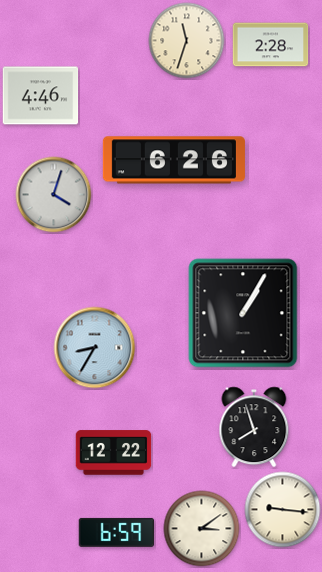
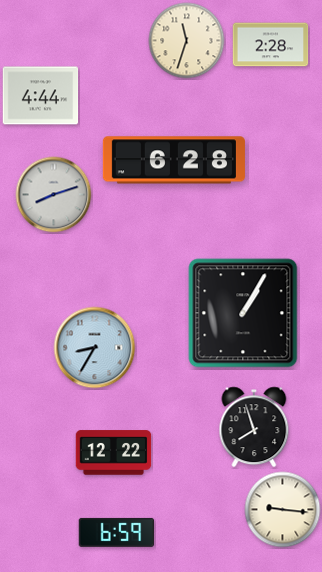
clock at (41, 96): 4:46 -> 4:44
clock at (174, 160): 6:26 -> 6:28
clock at (54, 195): 4:03 -> 8:12
clock at (202, 529): 3:09 -> none
